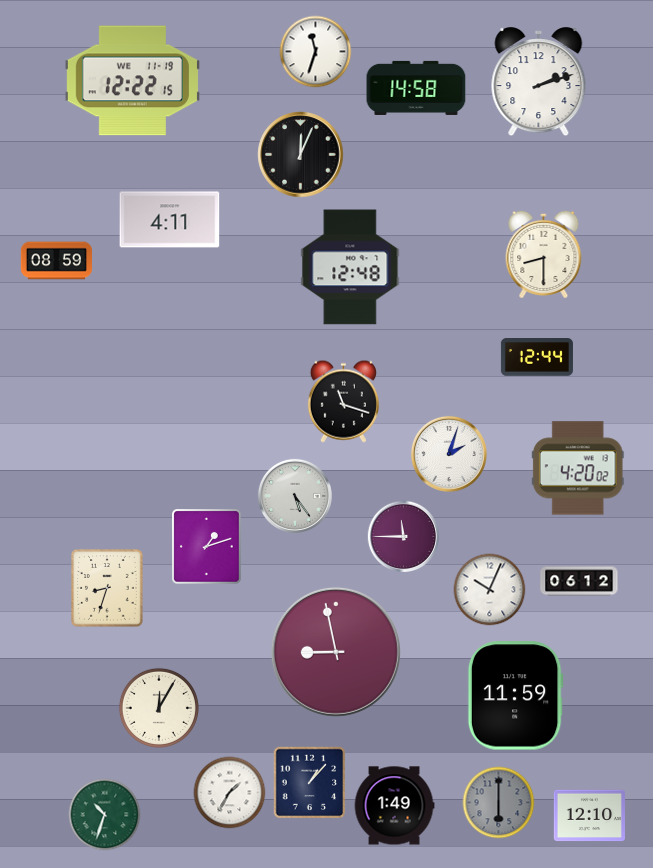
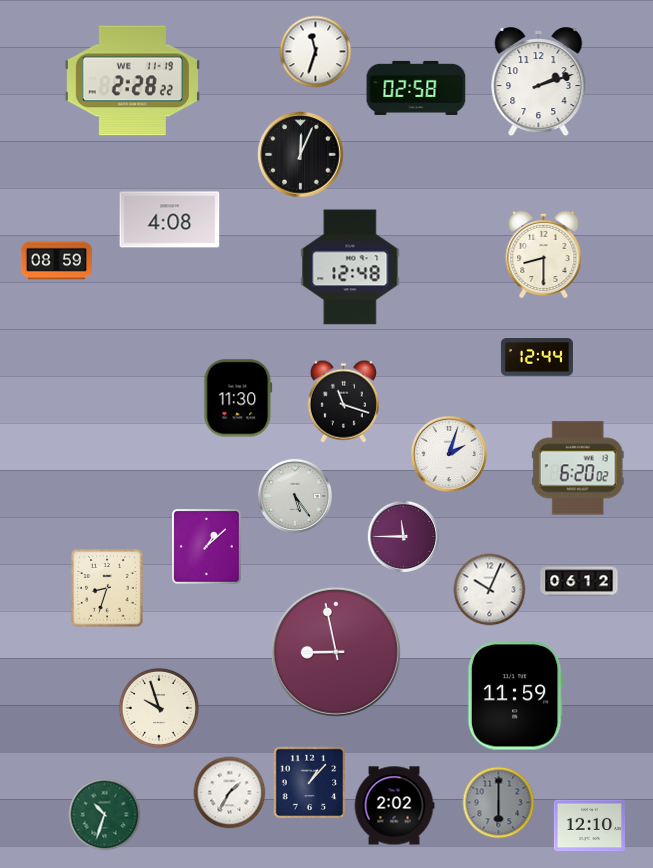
clock at (132, 81): 12:22 -> 2:28
clock at (416, 88): 14:58 -> 02:58
clock at (170, 220): 4:11 -> 4:08
clock at (238, 398): none -> 11:30
clock at (578, 468): 4:20 -> 6:20
clock at (207, 547): 1:12 -> 1:08
clock at (159, 708): 12:05 -> 9:57
clock at (394, 806): 1:49 -> 2:02
clock at (589, 816) position: (589, 816) -> (589, 826)
